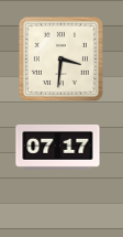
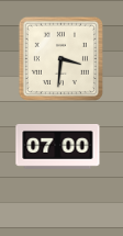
clock at (58, 147): 07:17 -> 07:00
